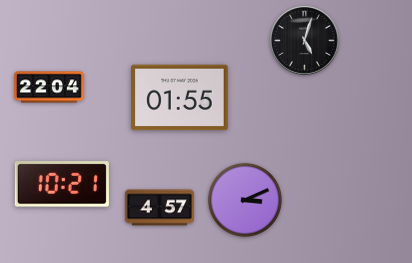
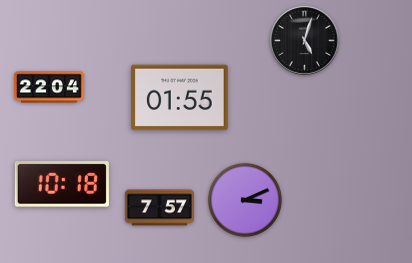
clock at (62, 184): 10:21 -> 10:18
clock at (159, 208): 4:57 -> 7:57
